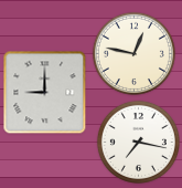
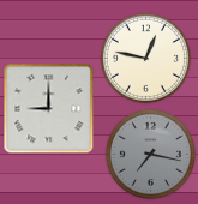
clock at (45, 93) position: (45, 93) -> (49, 109)
clock at (138, 142) dial: white -> grey
